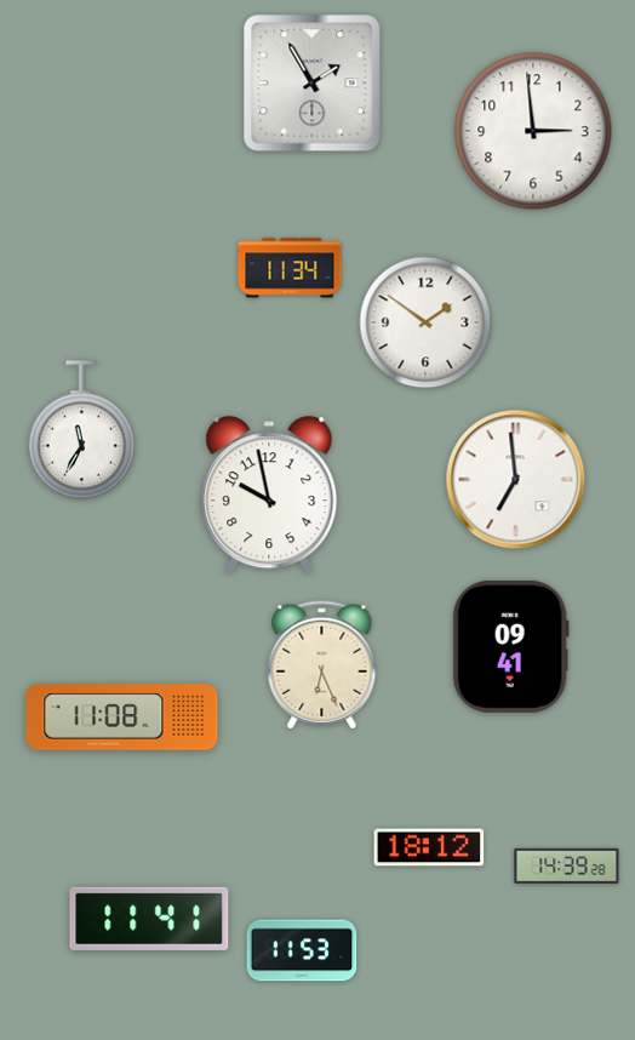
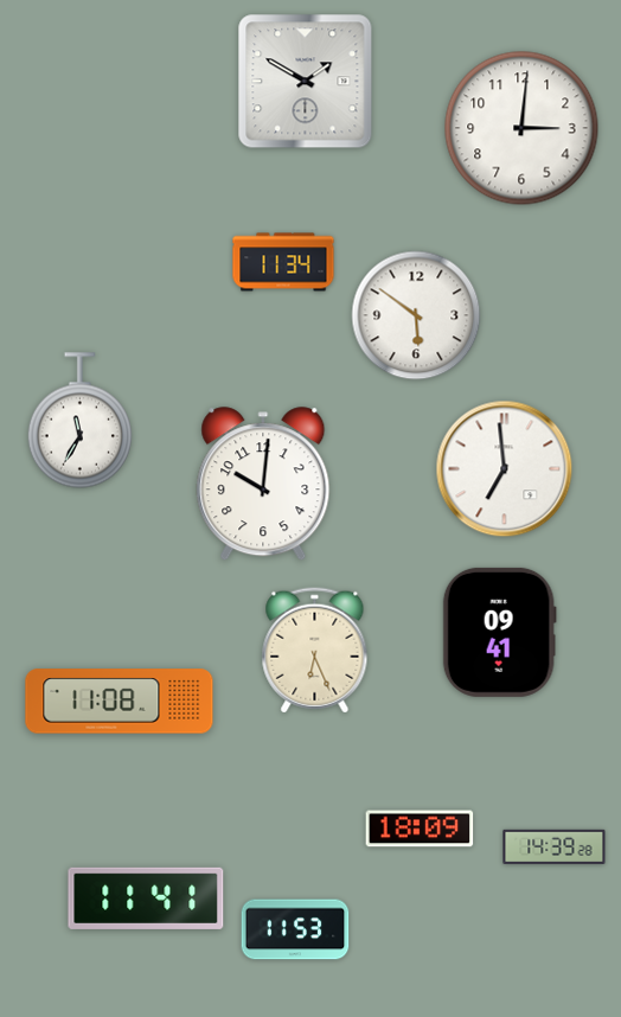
clock at (313, 84): 1:55 -> 1:50
clock at (533, 131): 2:59 -> 3:01
clock at (425, 322): 1:51 -> 5:51
clock at (269, 496): 9:58 -> 10:01
clock at (429, 847): 18:12 -> 18:09
